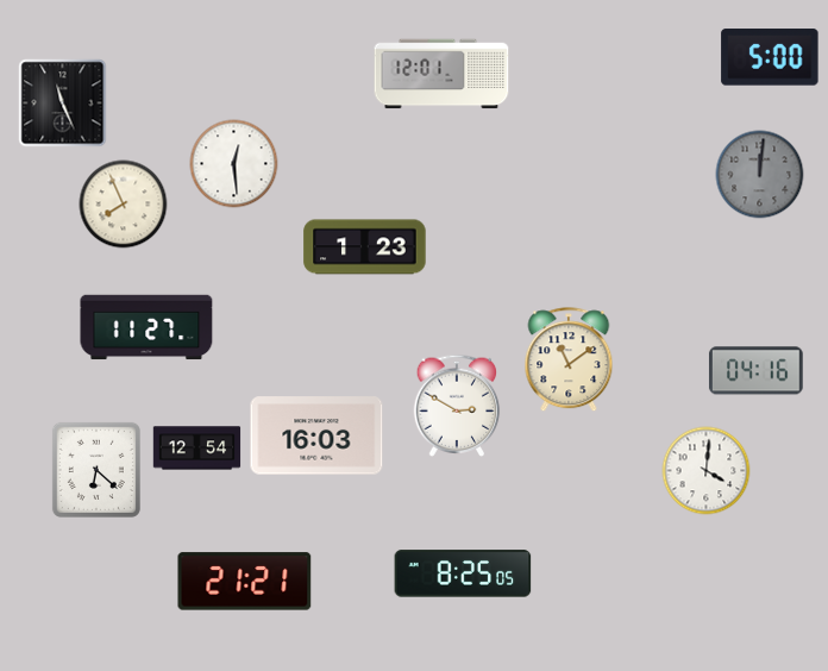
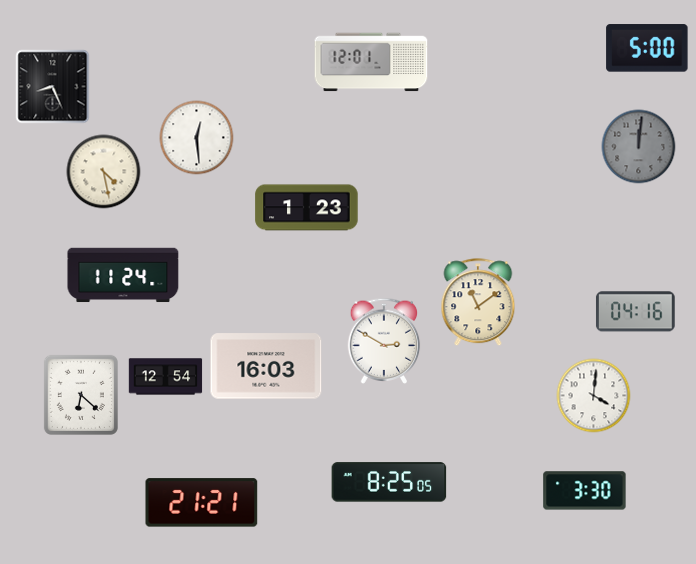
clock at (63, 104): 11:26 -> 8:26
clock at (124, 205): 7:56 -> 4:28
clock at (146, 327): 11:27 -> 11:24
clock at (245, 582) position: (245, 582) -> (202, 503)
clock at (585, 491): none -> 3:30
